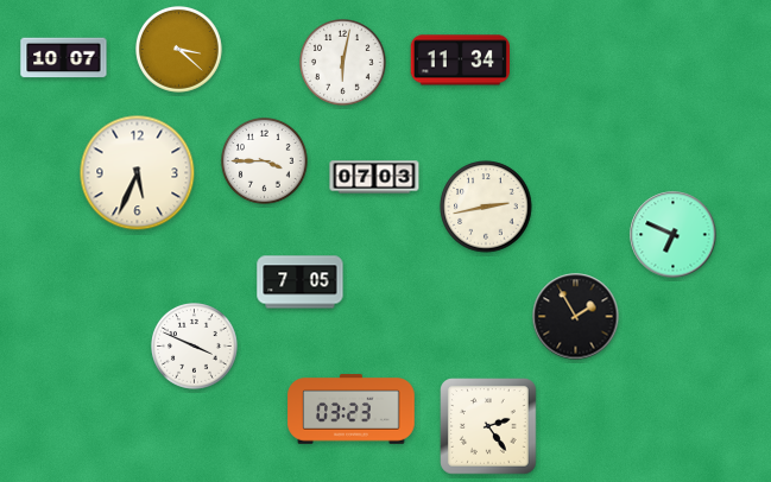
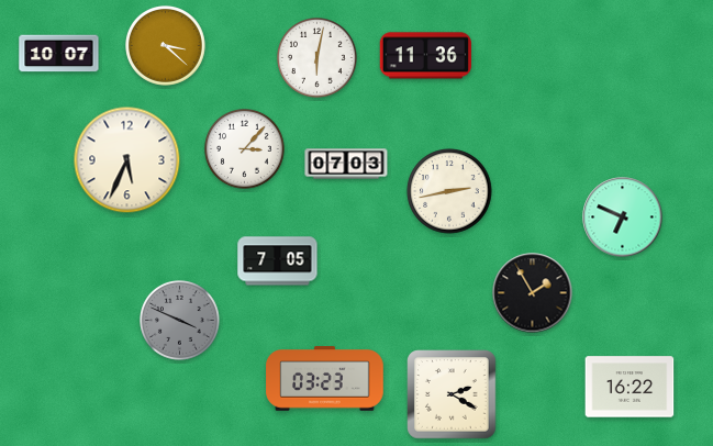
clock at (460, 61): 11:34 -> 11:36
clock at (265, 161): 3:45 -> 3:07
clock at (195, 347) dial: white -> grey
clock at (630, 387): none -> 16:22
clock at (488, 426): 2:24 -> 2:20
